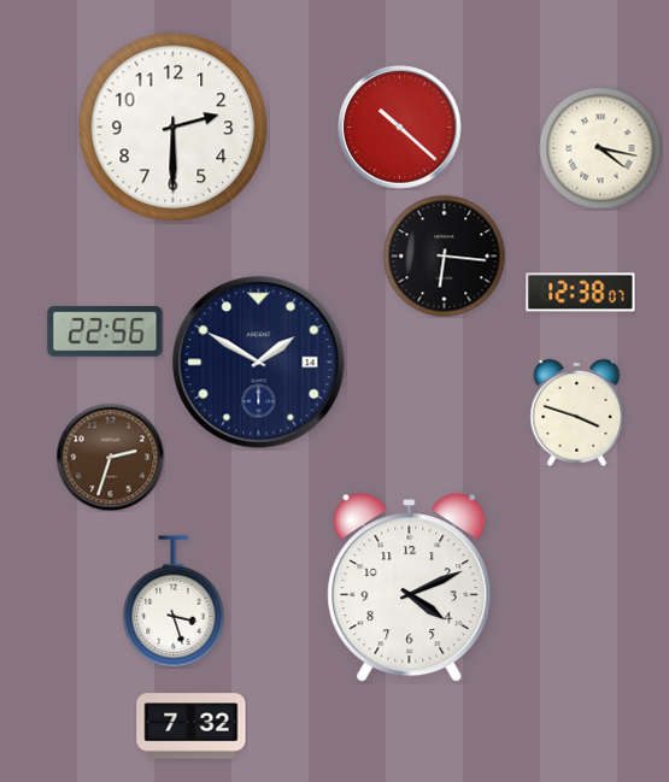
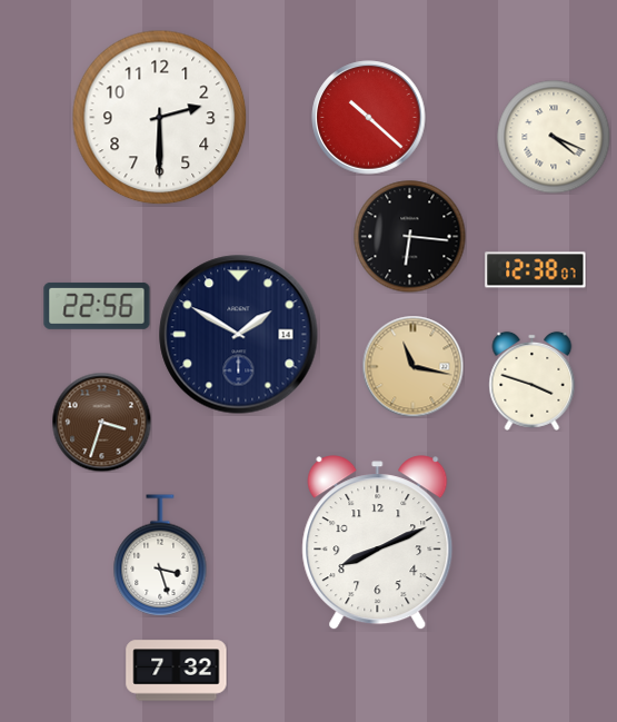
clock at (600, 148): 4:17 -> 4:19
clock at (412, 366): none -> 11:17
clock at (110, 457): 2:33 -> 3:33
clock at (410, 588): 4:11 -> 8:11
